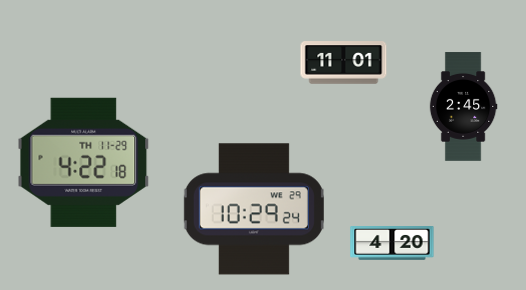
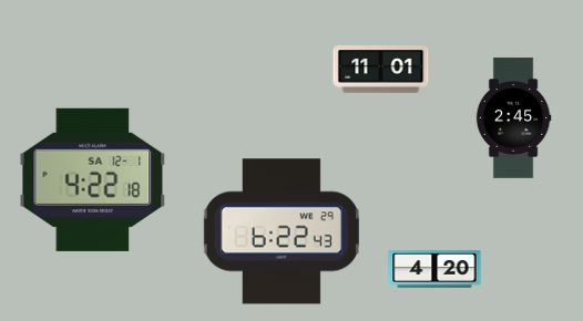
clock at (84, 162) date: TH 11-29 -> SA 12-1
clock at (254, 209): 10:29 -> 6:22
